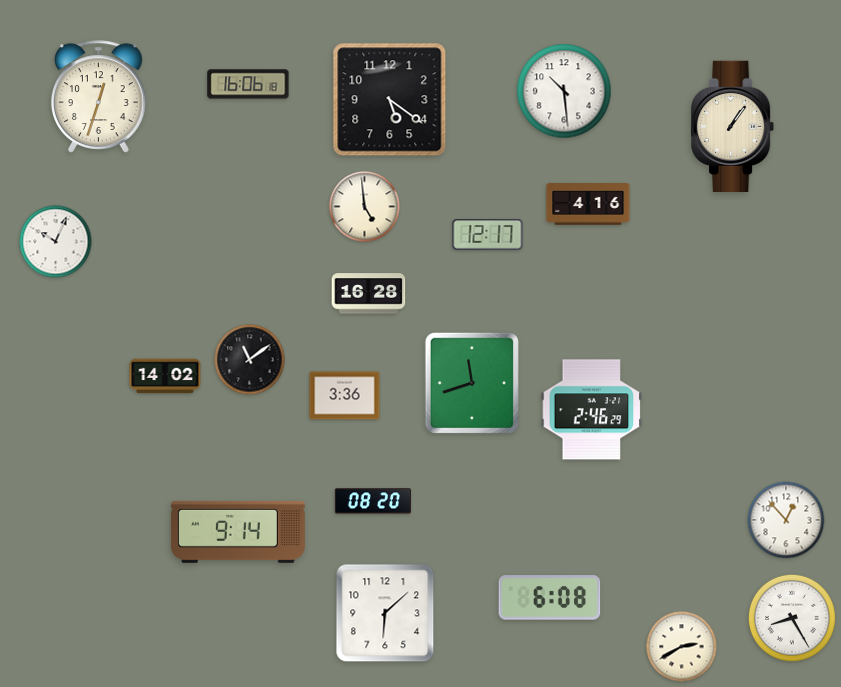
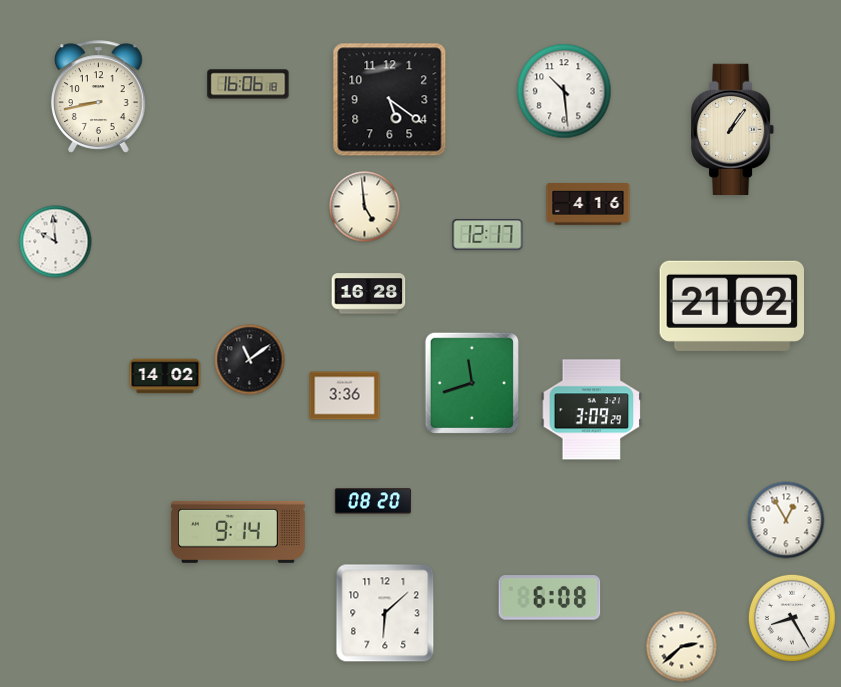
clock at (98, 97): 12:33 -> 8:43
clock at (734, 126) position: (734, 126) -> (734, 129)
clock at (56, 242): 10:04 -> 9:59
clock at (731, 306): none -> 21:02
clock at (592, 410): 2:46 -> 3:09
clock at (786, 520): 12:53 -> 12:55
clock at (682, 647): 2:40 -> 2:38
